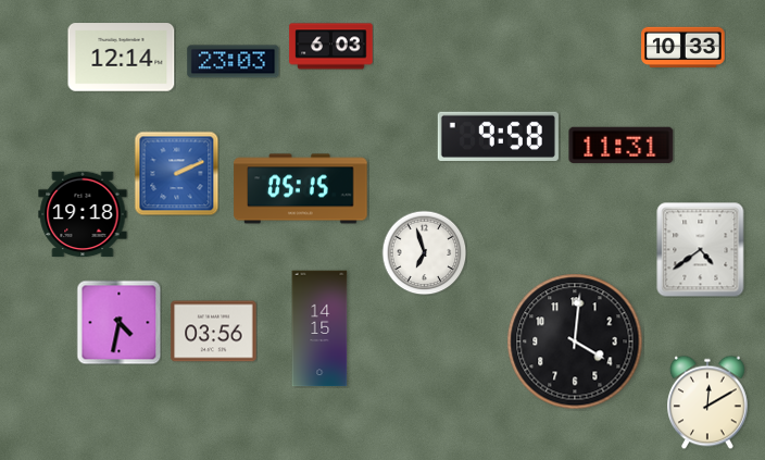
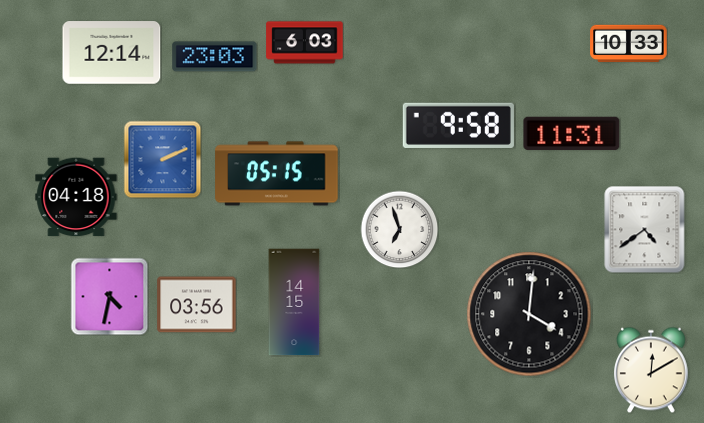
clock at (83, 214): 19:18 -> 04:18
clock at (424, 252) position: (424, 252) -> (399, 229)
